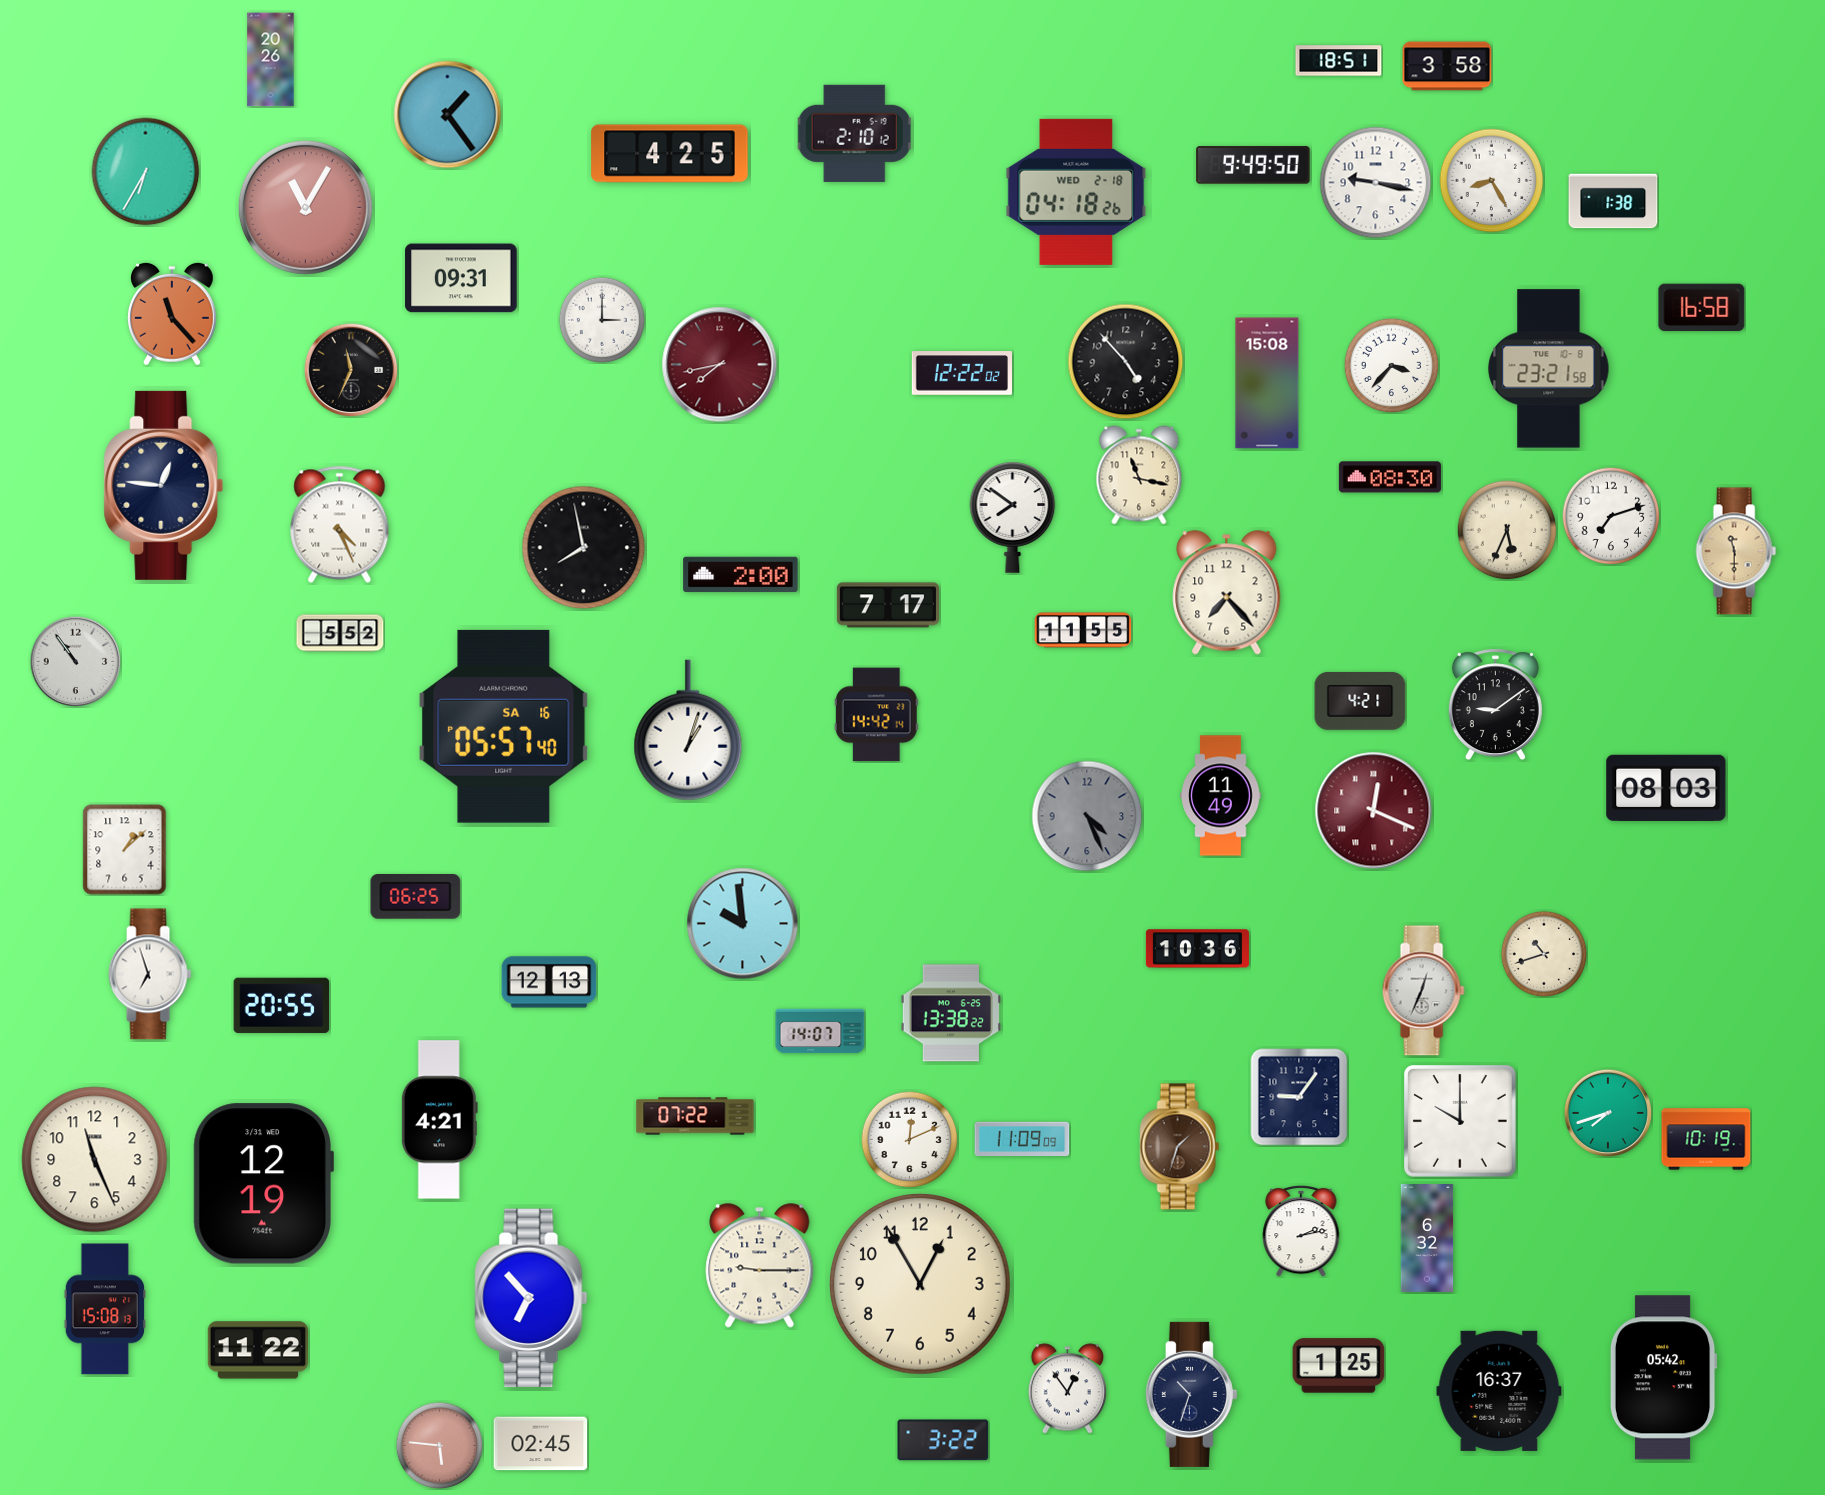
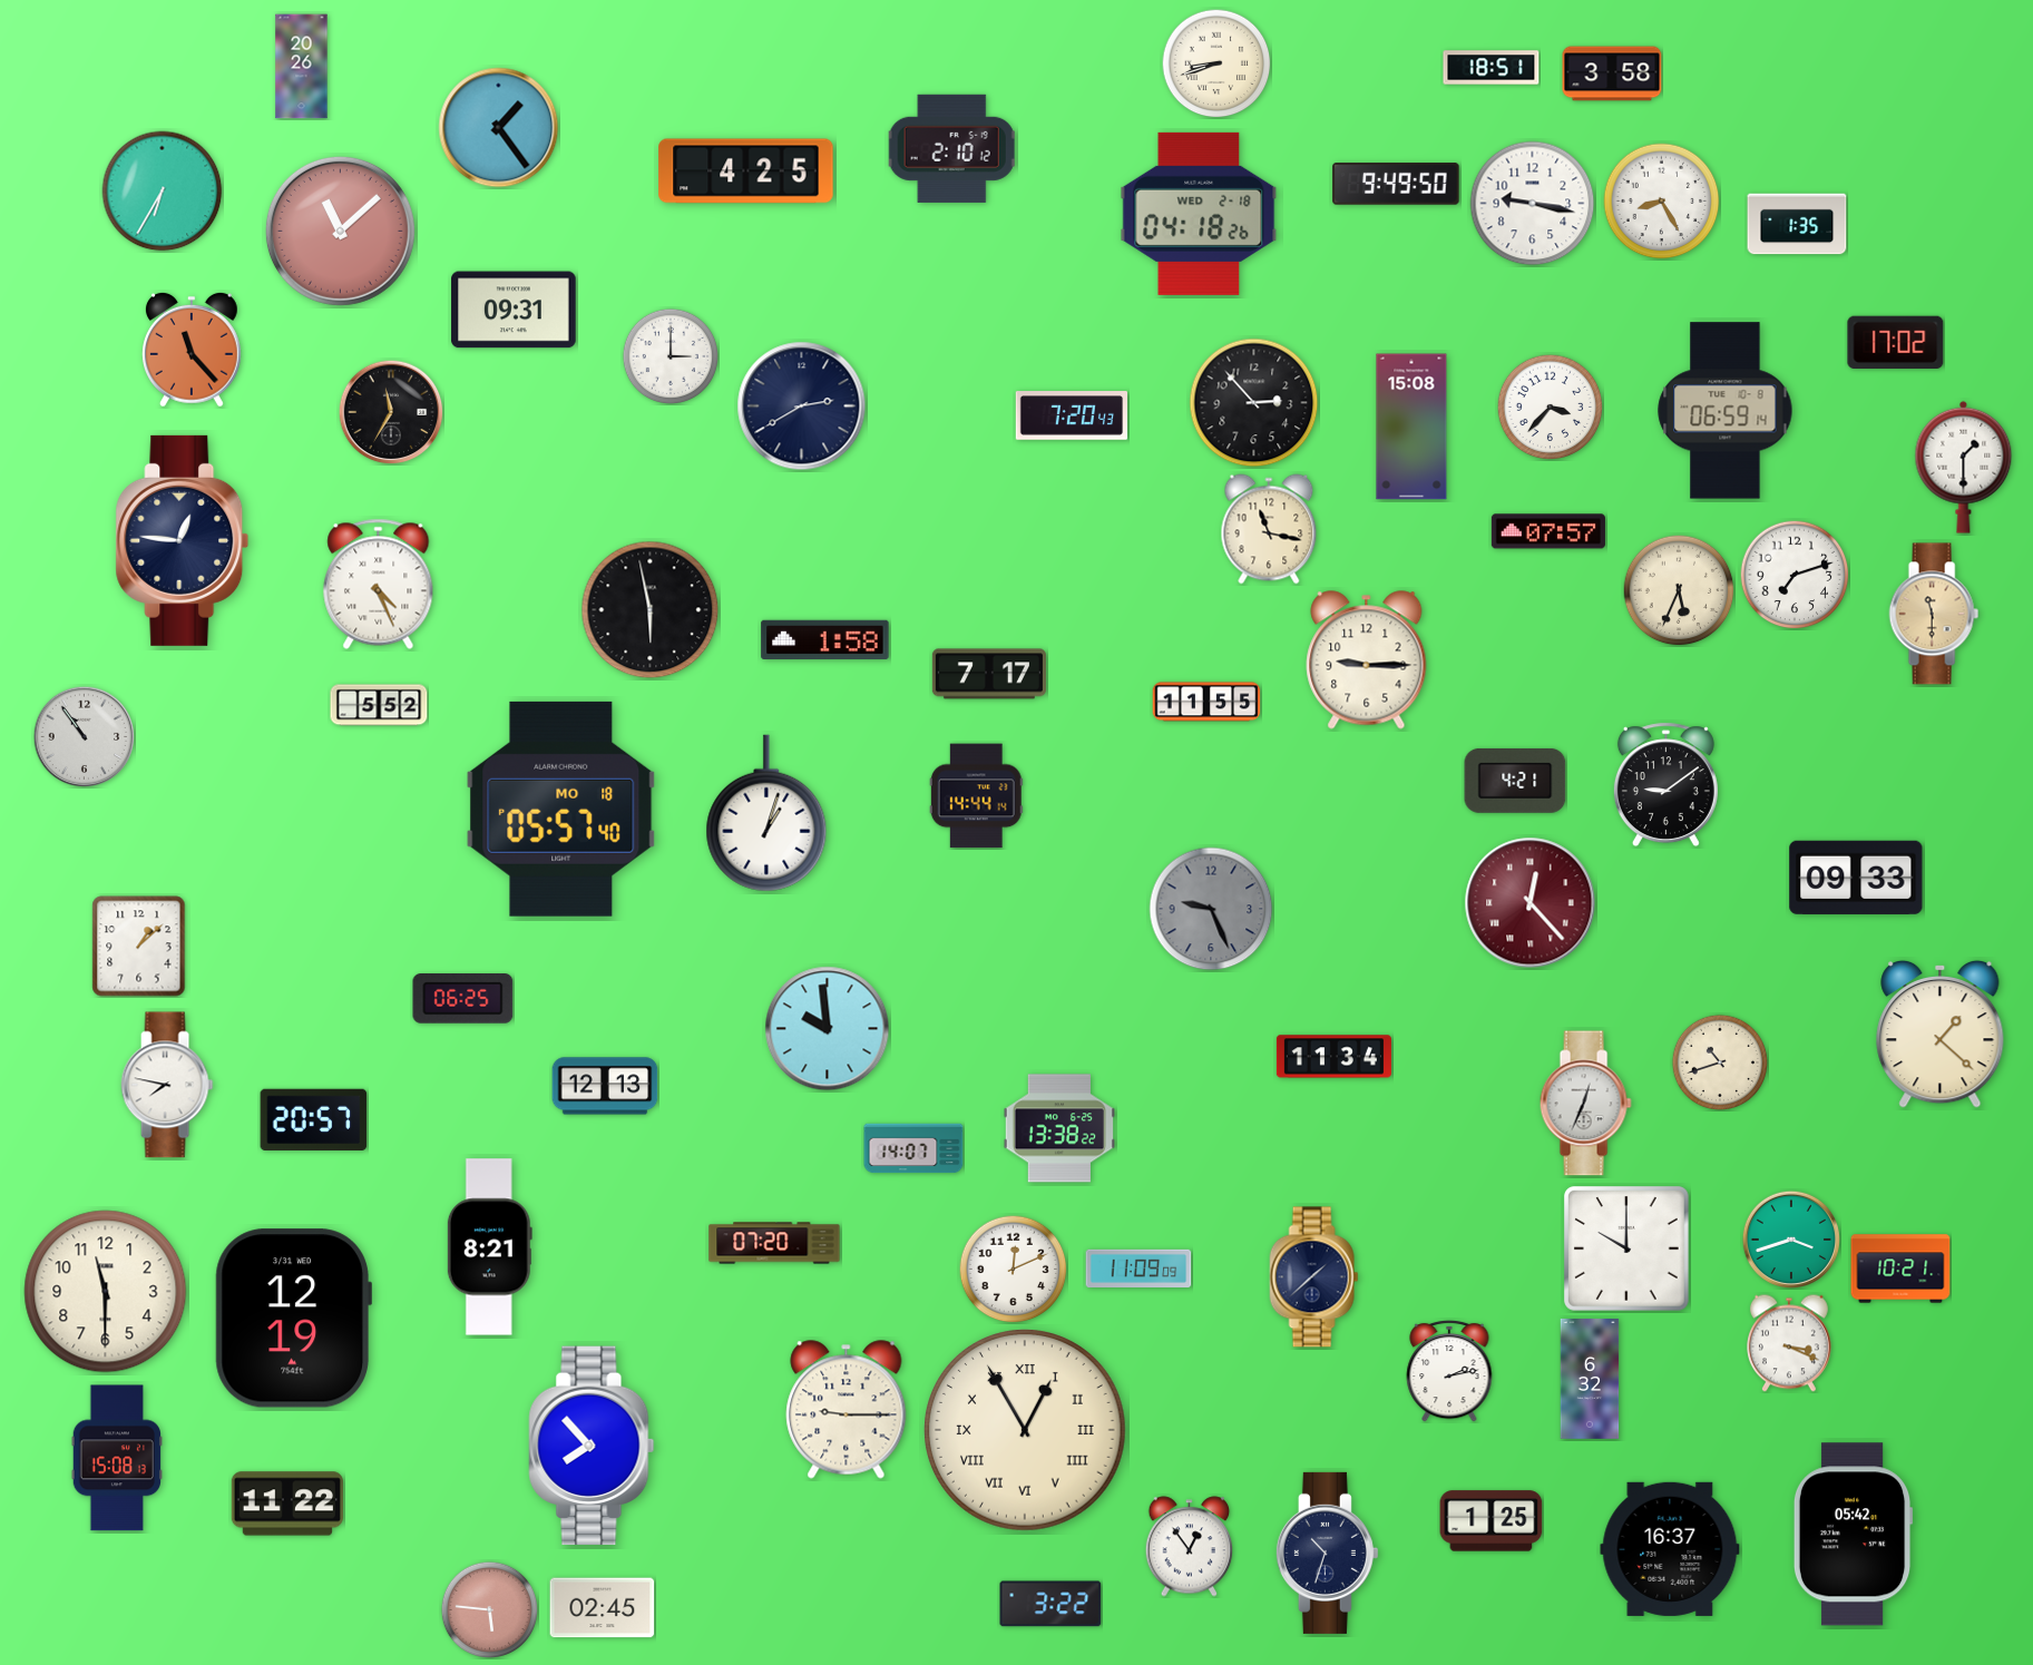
clock at (1216, 63): none -> 8:42
clock at (1613, 201): 1:38 -> 1:35
clock at (305, 207): 11:05 -> 11:08
clock at (1702, 307): 16:58 -> 17:02
clock at (1126, 362): 4:53 -> 2:53
clock at (720, 365): 7:43 -> 2:40
clock at (720, 365) dial: burgundy -> navy
clock at (1549, 369): 23:21 -> 06:59
clock at (351, 370): 11:34 -> 11:35
clock at (961, 373): 12:22 -> 7:20
clock at (1964, 467): none -> 1:30
clock at (1390, 477): 08:30 -> 07:57
clock at (1013, 517): 7:51 -> none
clock at (584, 548): 7:58 -> 5:58
clock at (741, 575): 2:00 -> 1:58
clock at (1227, 593): 7:23 -> 9:15
clock at (876, 715): 14:42 -> 14:44
clock at (504, 726) date: SA 16 -> MO 18
clock at (1666, 788): 08:03 -> 09:33
clock at (1221, 796): 11:49 -> none
clock at (1374, 811): 12:19 -> 12:23
clock at (1087, 816): 4:26 -> 9:26
clock at (1941, 1034): none -> 1:22
clock at (1197, 949): 10:36 -> 11:34
clock at (150, 974): 6:57 -> 7:47
clock at (549, 982) position: (549, 982) -> (605, 1086)
clock at (282, 1005): 20:55 -> 20:57
clock at (1299, 1097): 9:06 -> none
clock at (1607, 1112): 7:42 -> 3:42
clock at (695, 1116): 07:22 -> 07:20
clock at (439, 1120): 4:21 -> 8:21
clock at (1706, 1139): 10:19 -> 10:21
clock at (1180, 1147): 1:33 -> 1:38
clock at (1180, 1147) dial: brown -> navy
clock at (95, 1160): 11:26 -> 11:30
clock at (1790, 1343): none -> 3:19
clock at (920, 1284) numerals: Arabic -> Roman
clock at (531, 1298): 6:53 -> 7:53
